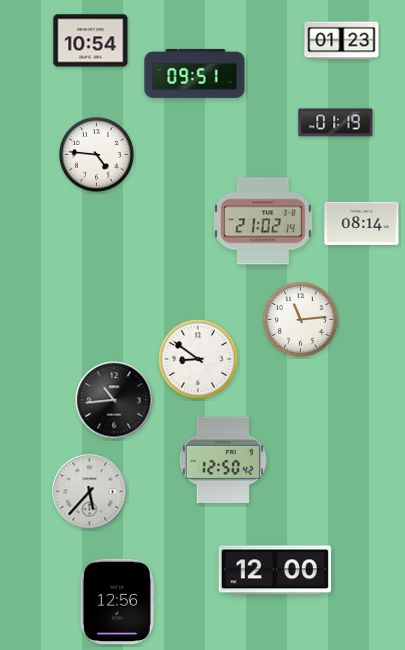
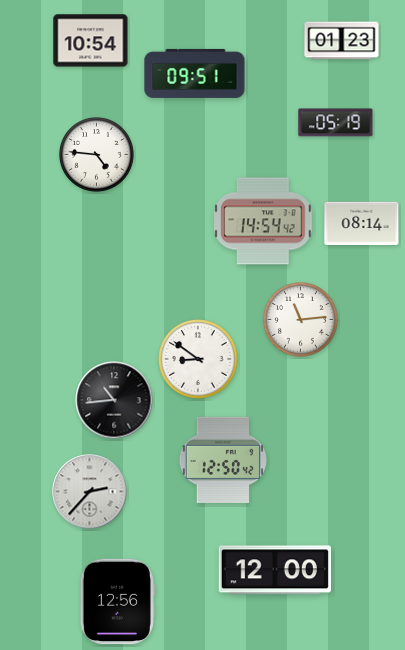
clock at (336, 123): 01:19 -> 05:19
clock at (263, 221): 21:02 -> 14:54
clock at (90, 492): 5:37 -> 2:37
